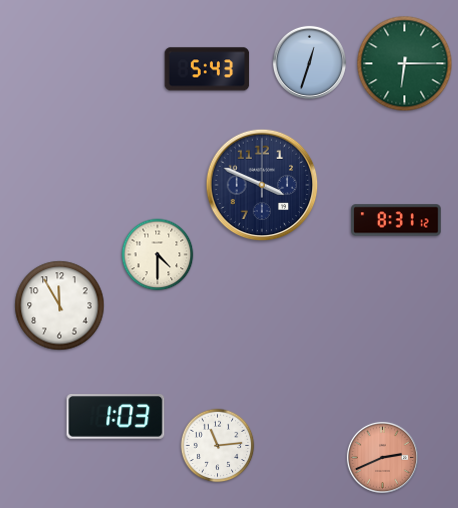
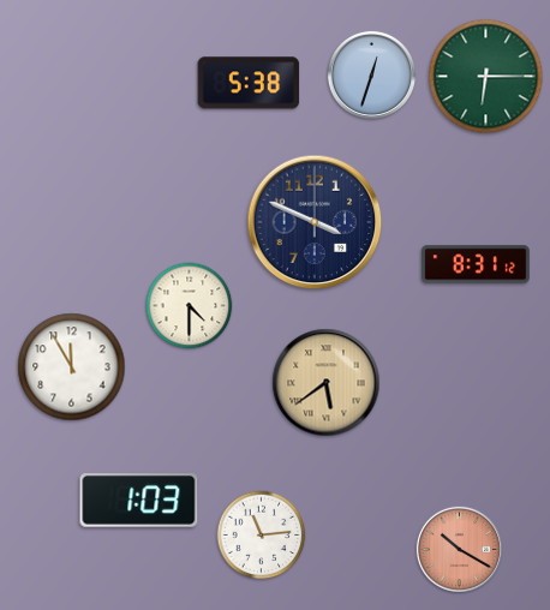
clock at (207, 69): 5:43 -> 5:38
clock at (327, 383): none -> 5:39
clock at (382, 457): 2:41 -> 10:20
